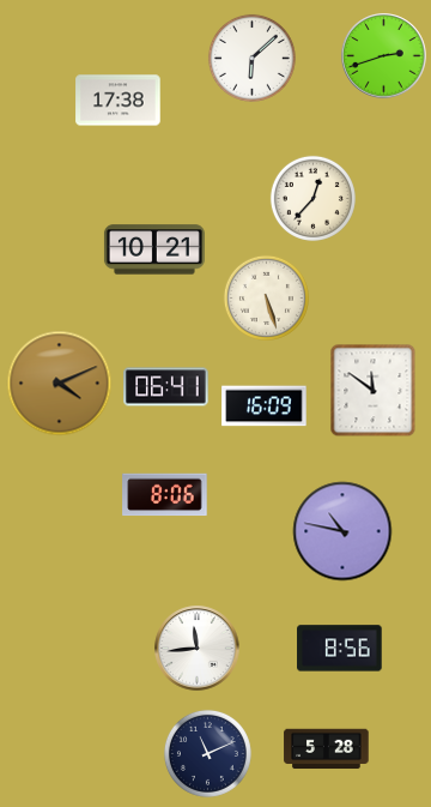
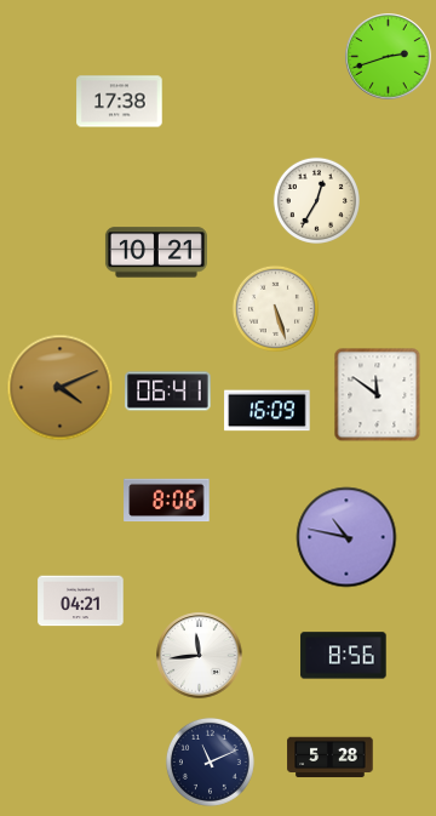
clock at (251, 58): 6:08 -> none
clock at (312, 198): 12:37 -> 12:35
clock at (266, 297) position: (266, 297) -> (275, 308)
clock at (81, 601): none -> 04:21
